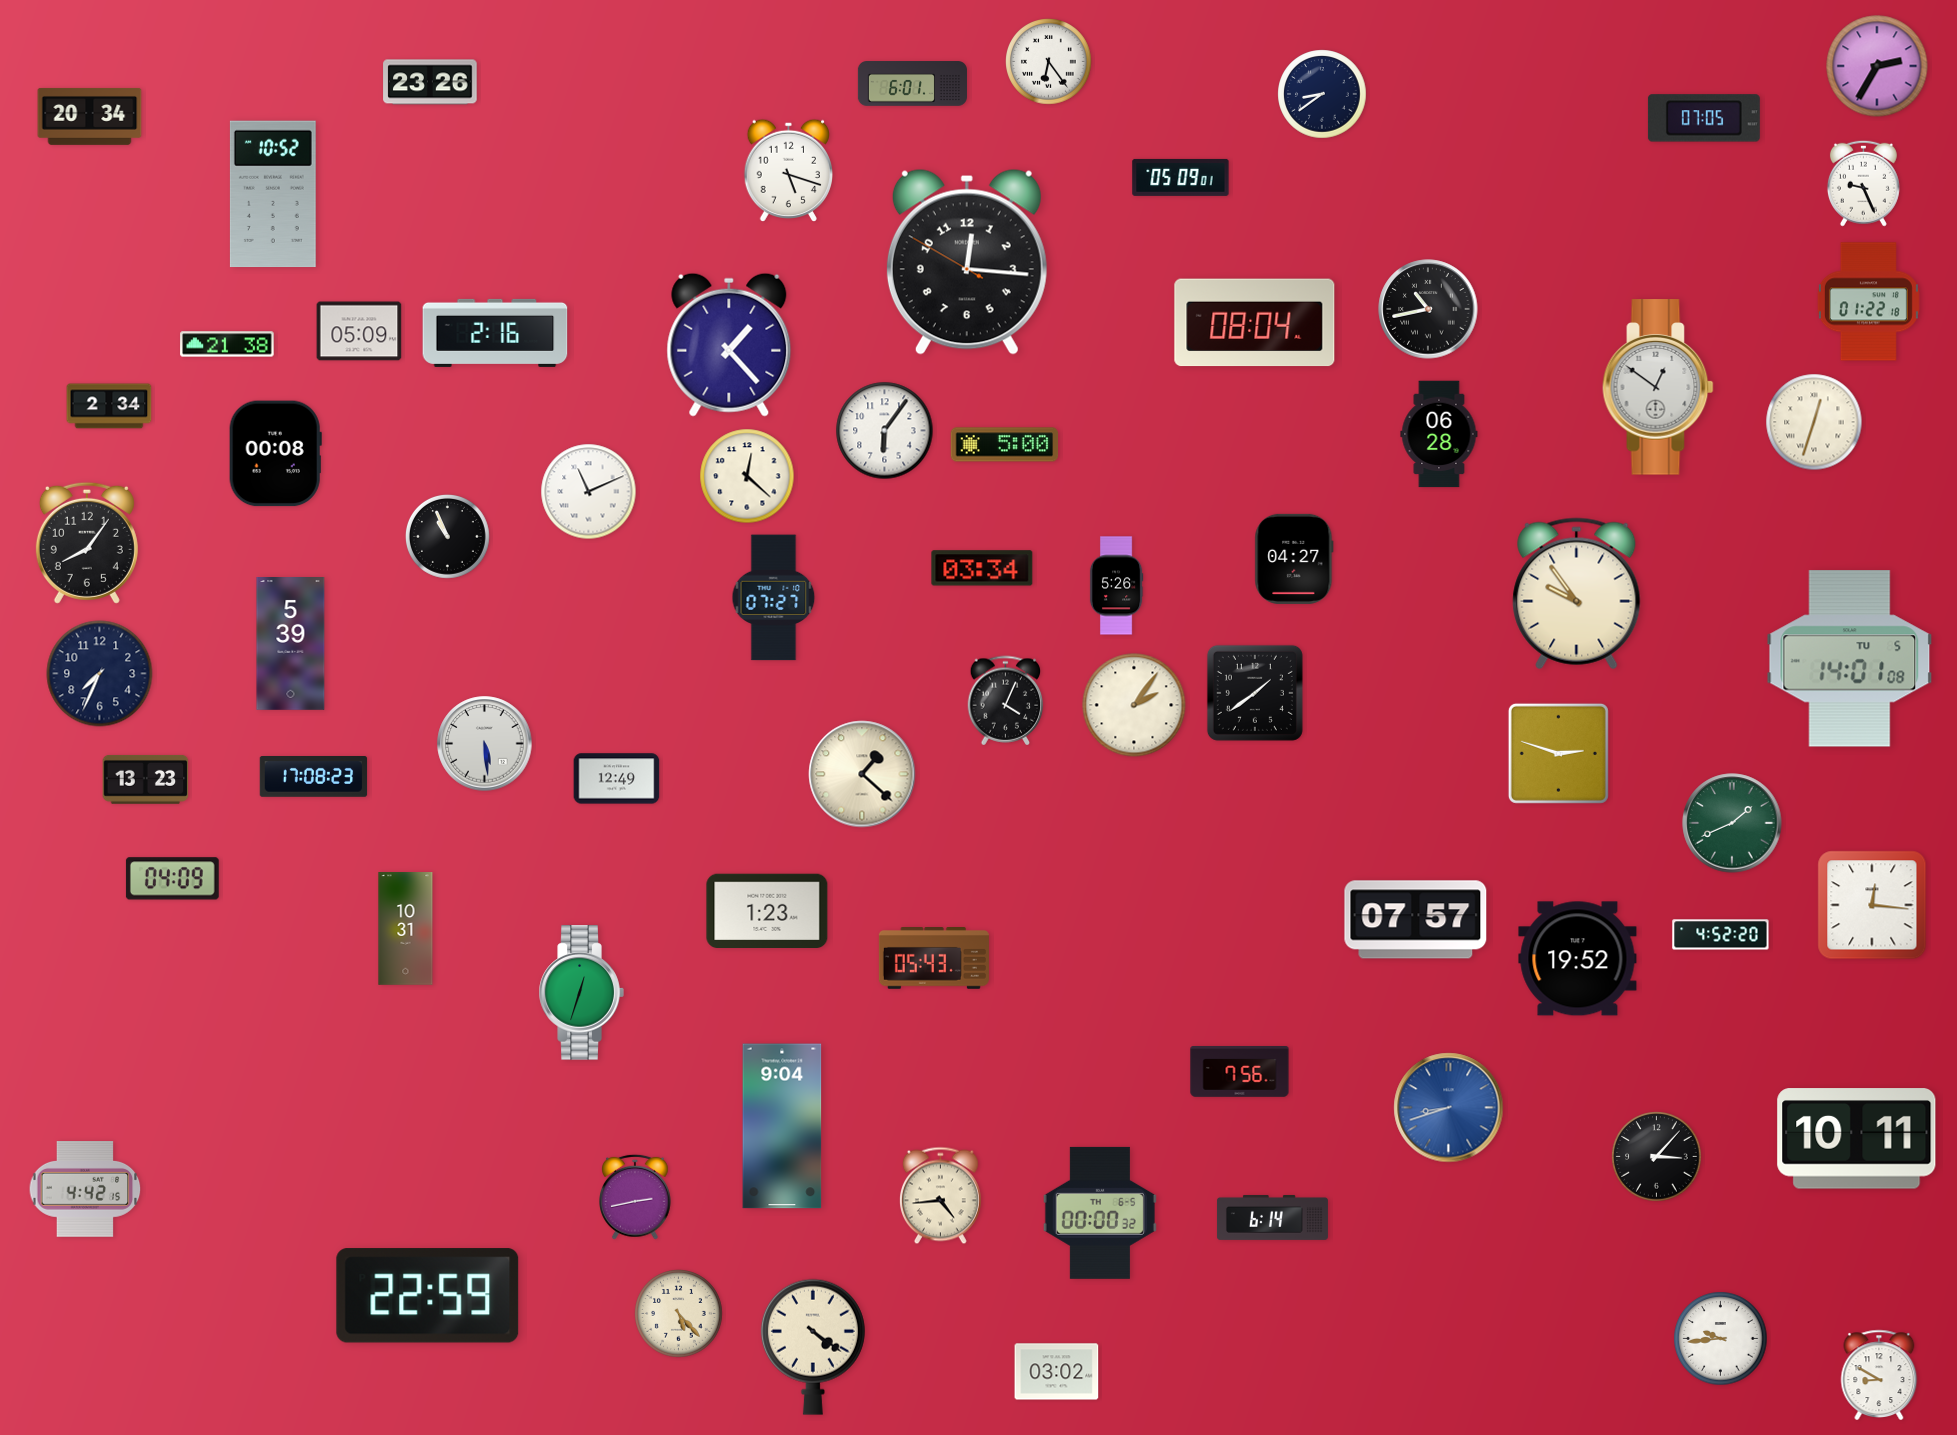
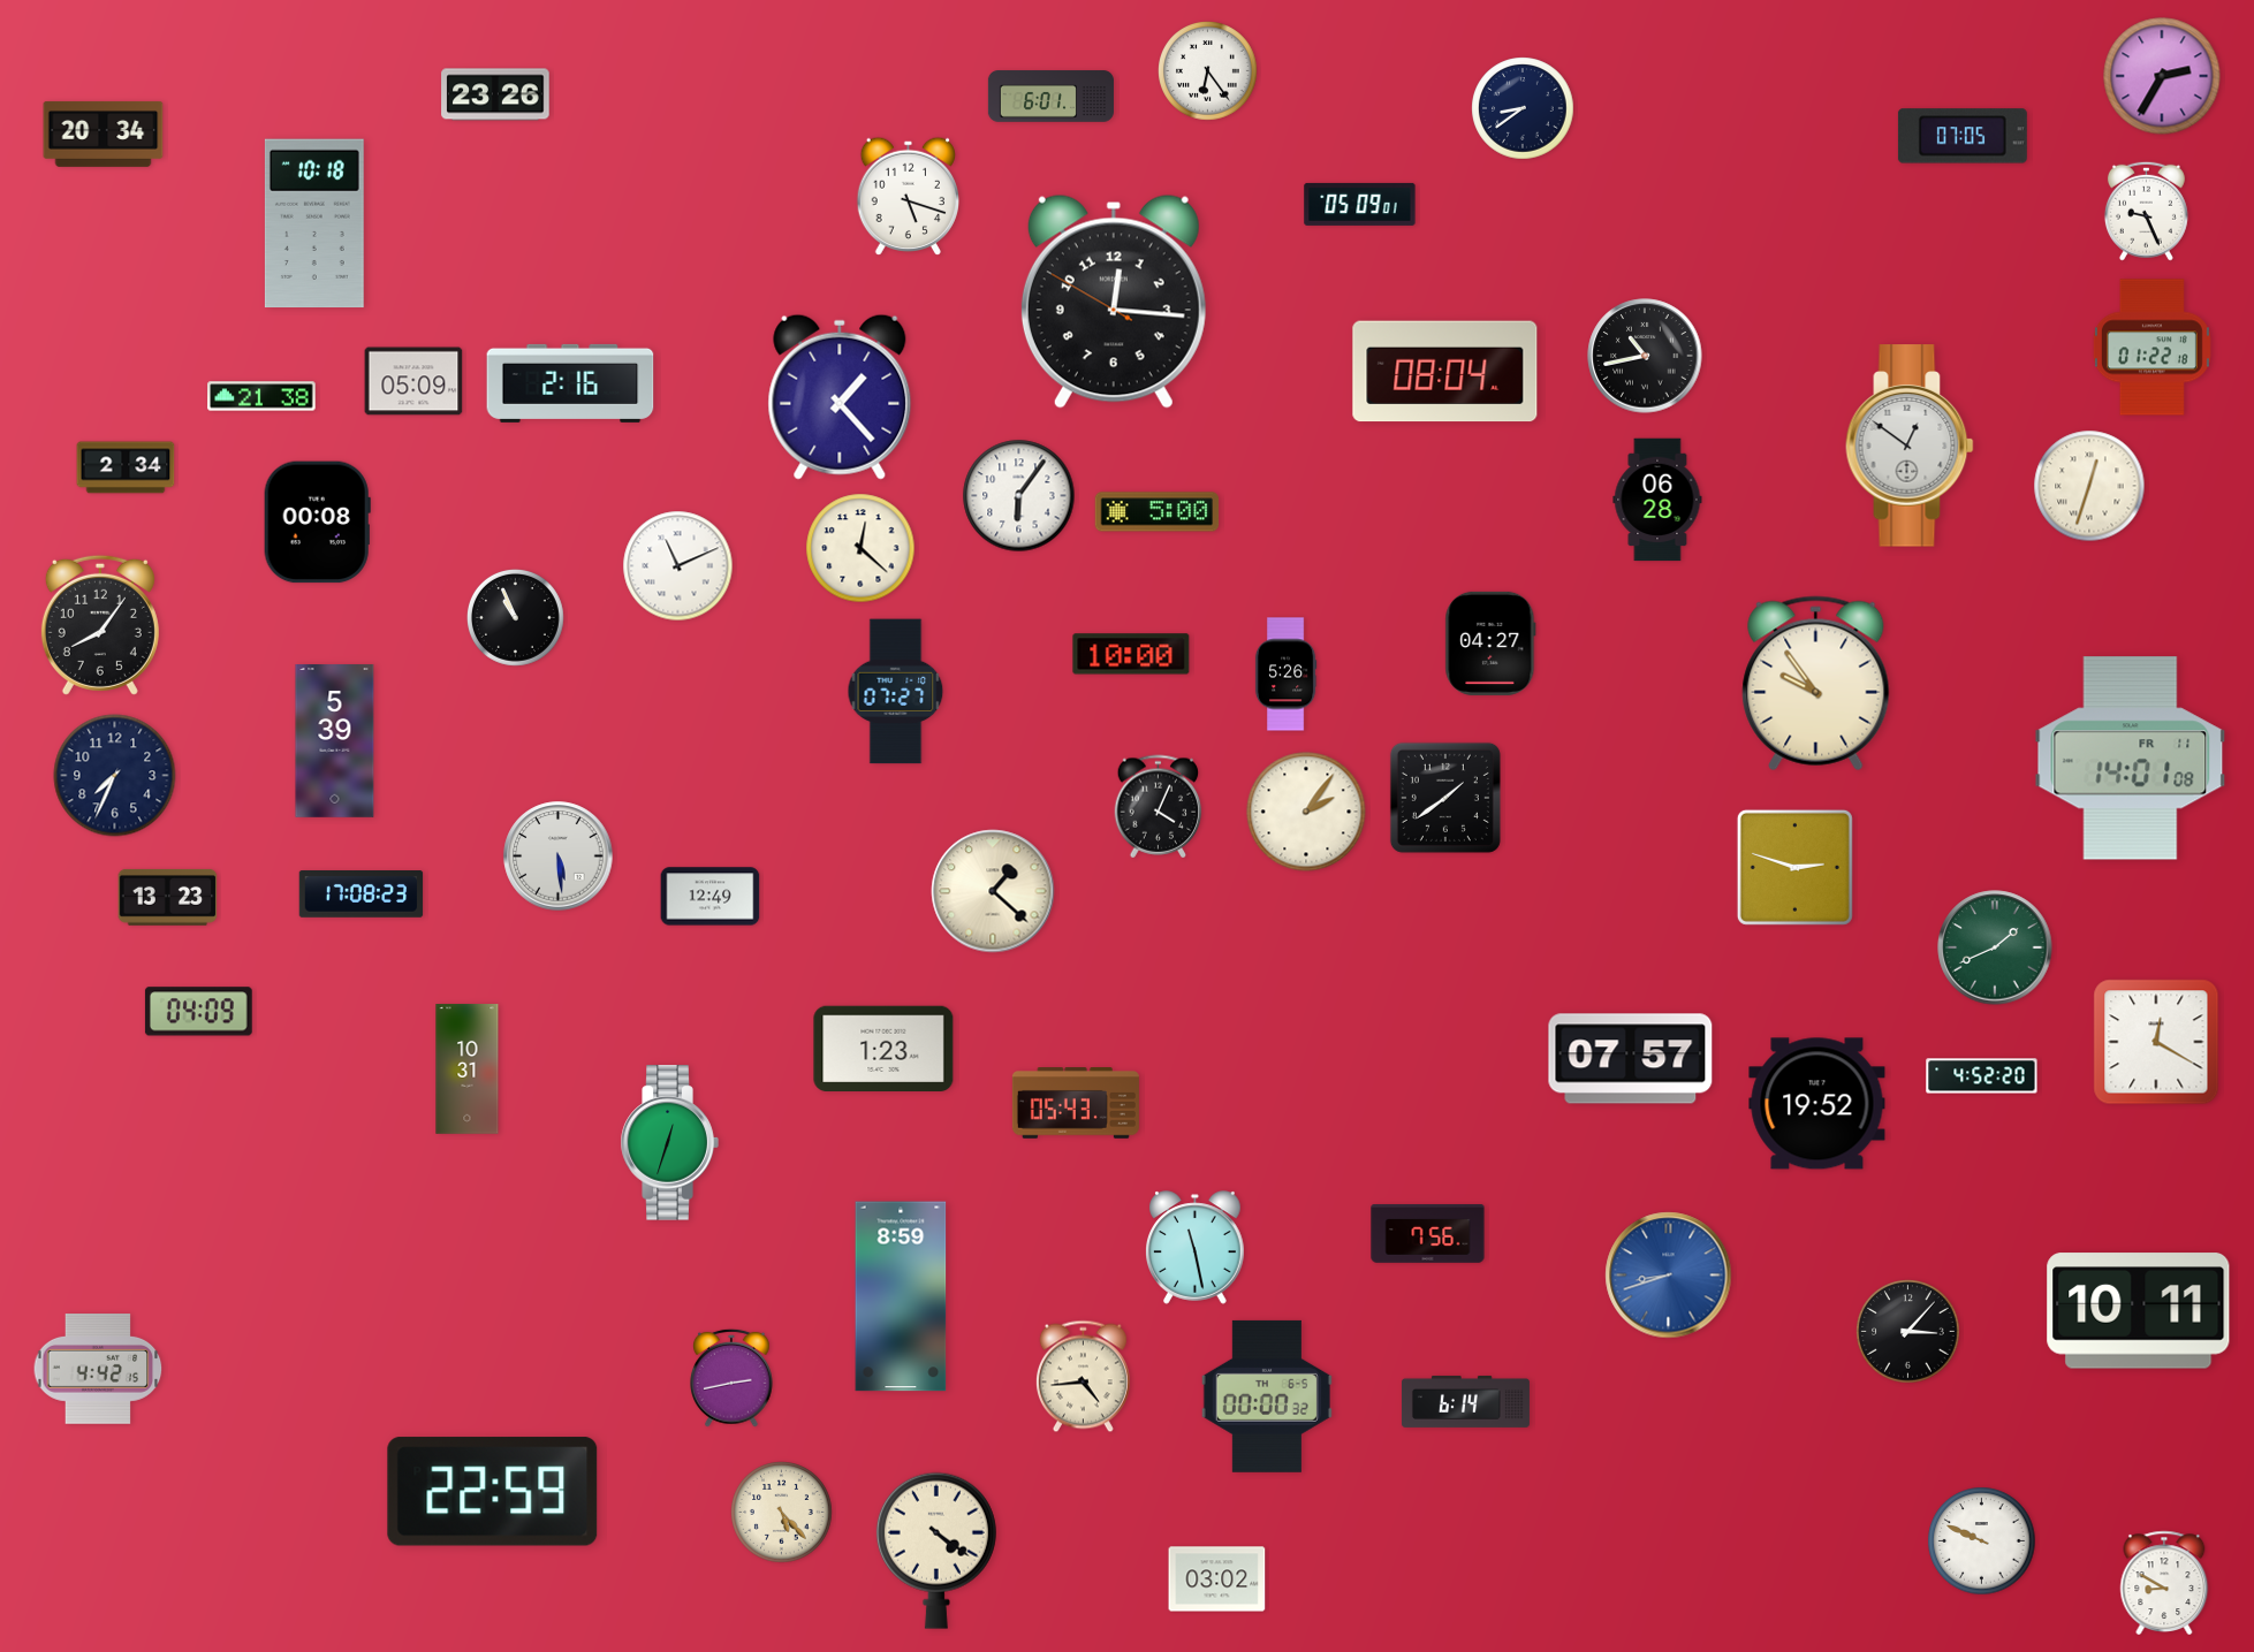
clock at (273, 194): 10:52 -> 10:18
clock at (982, 568): 03:34 -> 10:00
clock at (774, 598) position: (774, 598) -> (896, 692)
clock at (1850, 659) date: TU 5 -> FR 11
clock at (1872, 905): 12:16 -> 12:20
clock at (1196, 1248): none -> 11:28
clock at (782, 1126): 9:04 -> 8:59
clock at (1721, 1339): 9:44 -> 9:49
